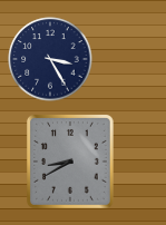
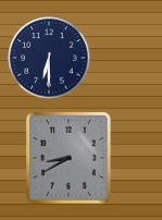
clock at (50, 59): 3:25 -> 6:30
